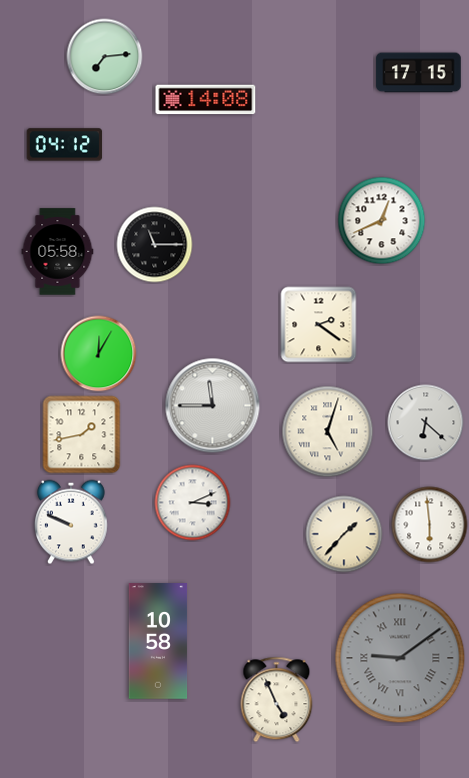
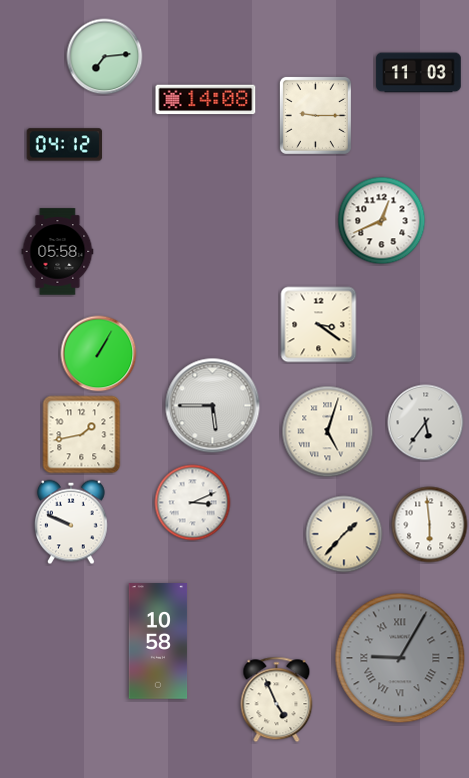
clock at (419, 73): 17:15 -> 11:03
clock at (315, 115): none -> 9:15
clock at (155, 245): 11:15 -> none
clock at (319, 325): 2:21 -> 3:21
clock at (99, 354): 12:05 -> 1:05
clock at (213, 406): 11:45 -> 5:45
clock at (426, 423): 6:22 -> 5:36
clock at (400, 658): 9:09 -> 9:05
